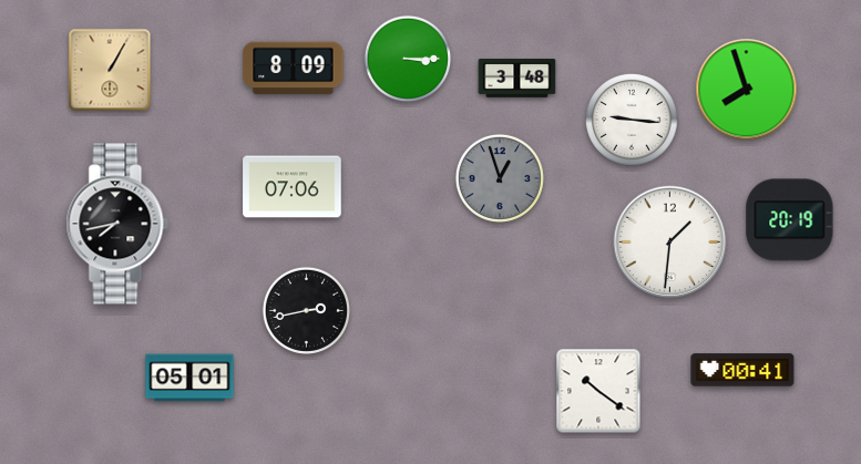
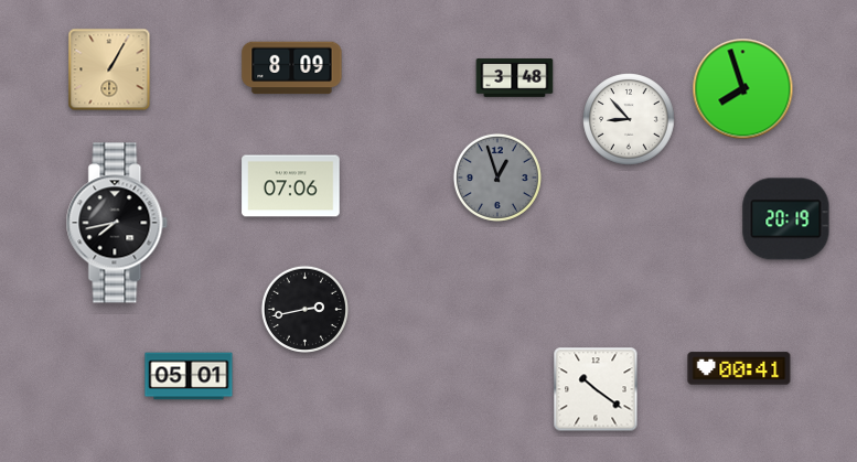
clock at (408, 59): 3:15 -> none
clock at (632, 120): 9:16 -> 8:53
clock at (670, 243): 1:31 -> none
